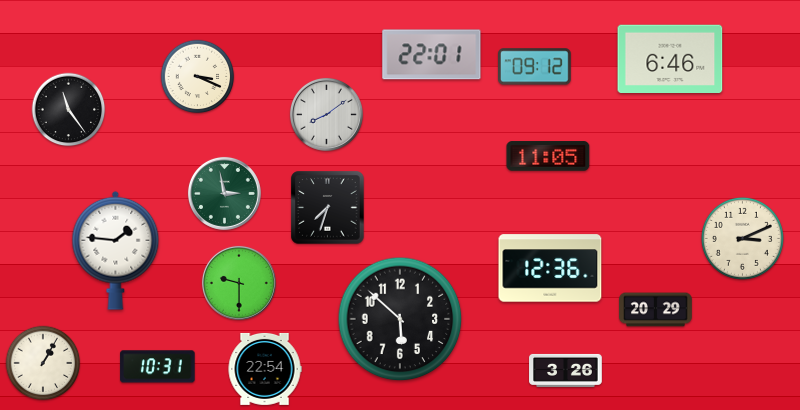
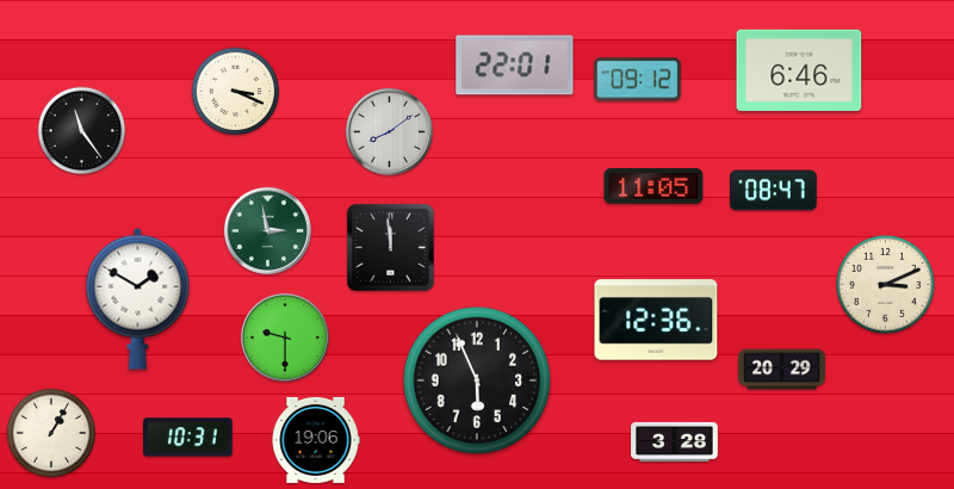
clock at (326, 114) position: (326, 114) -> (389, 131)
clock at (774, 191): none -> 08:47
clock at (328, 208): 7:33 -> 11:59
clock at (116, 250): 1:46 -> 1:50
clock at (400, 319): 5:52 -> 5:56
clock at (265, 369): 22:54 -> 19:06
clock at (566, 370): 3:26 -> 3:28
